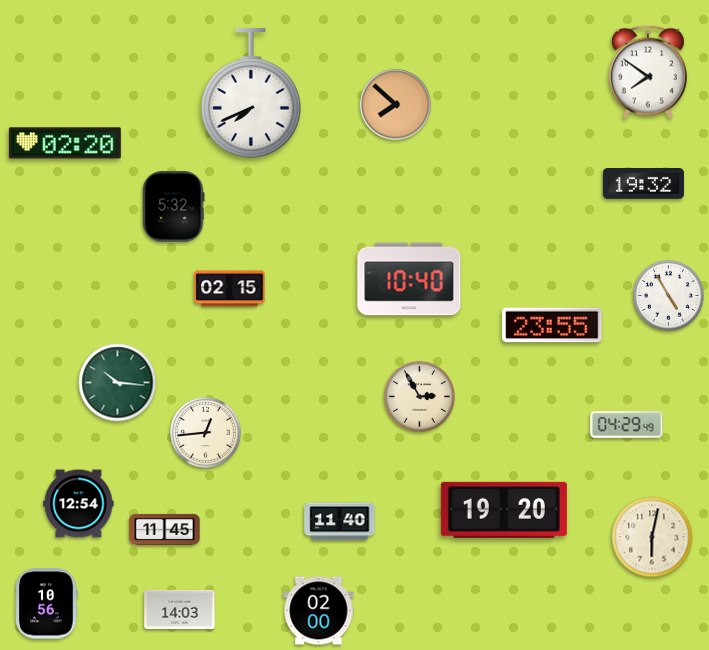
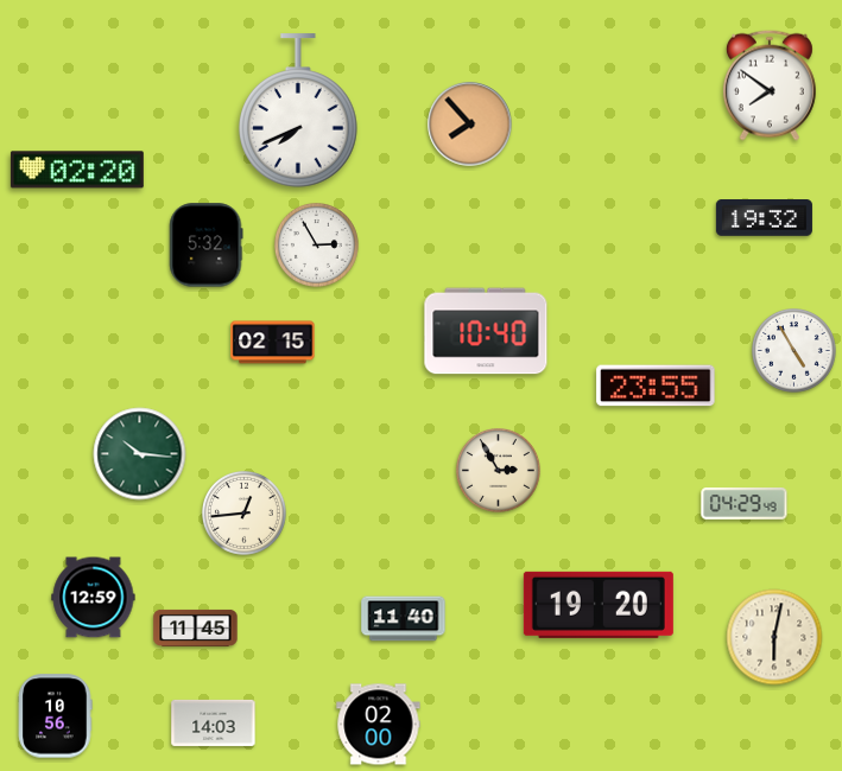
clock at (396, 105): 7:52 -> 7:53
clock at (317, 246): none -> 2:55
clock at (79, 504): 12:54 -> 12:59
